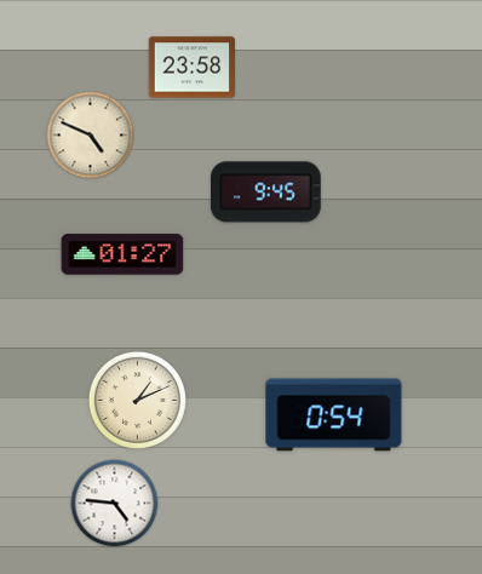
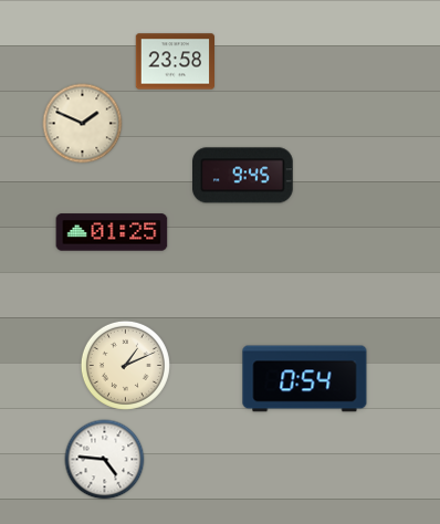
clock at (91, 136): 4:49 -> 1:49
clock at (122, 254): 01:27 -> 01:25
